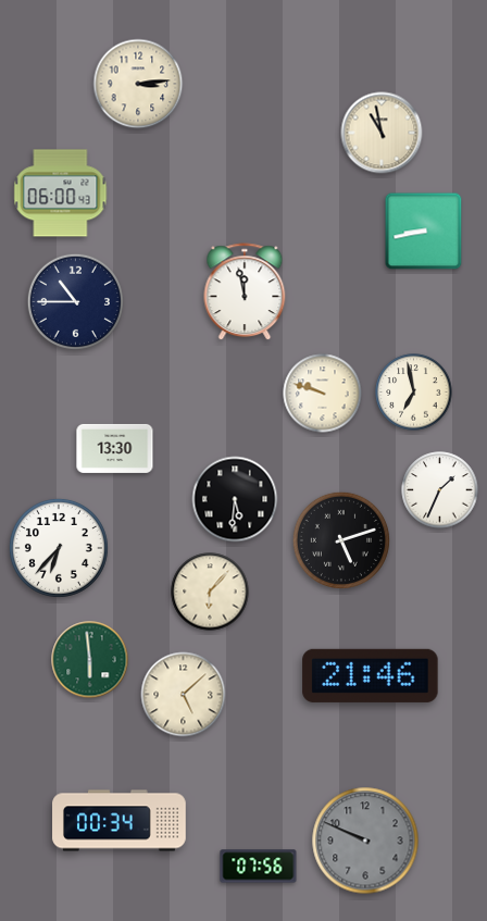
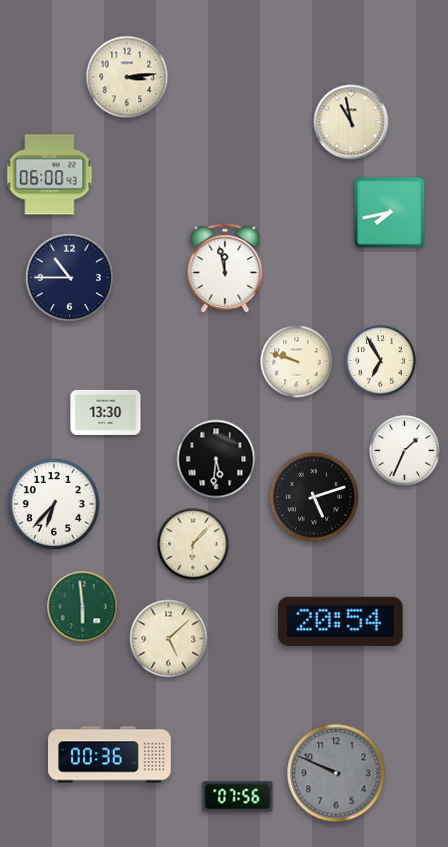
clock at (61, 194) position: (61, 194) -> (50, 175)
clock at (424, 232): 8:43 -> 7:43
clock at (414, 393): 6:58 -> 6:55
clock at (371, 675): 21:46 -> 20:54
clock at (120, 821): 00:34 -> 00:36
